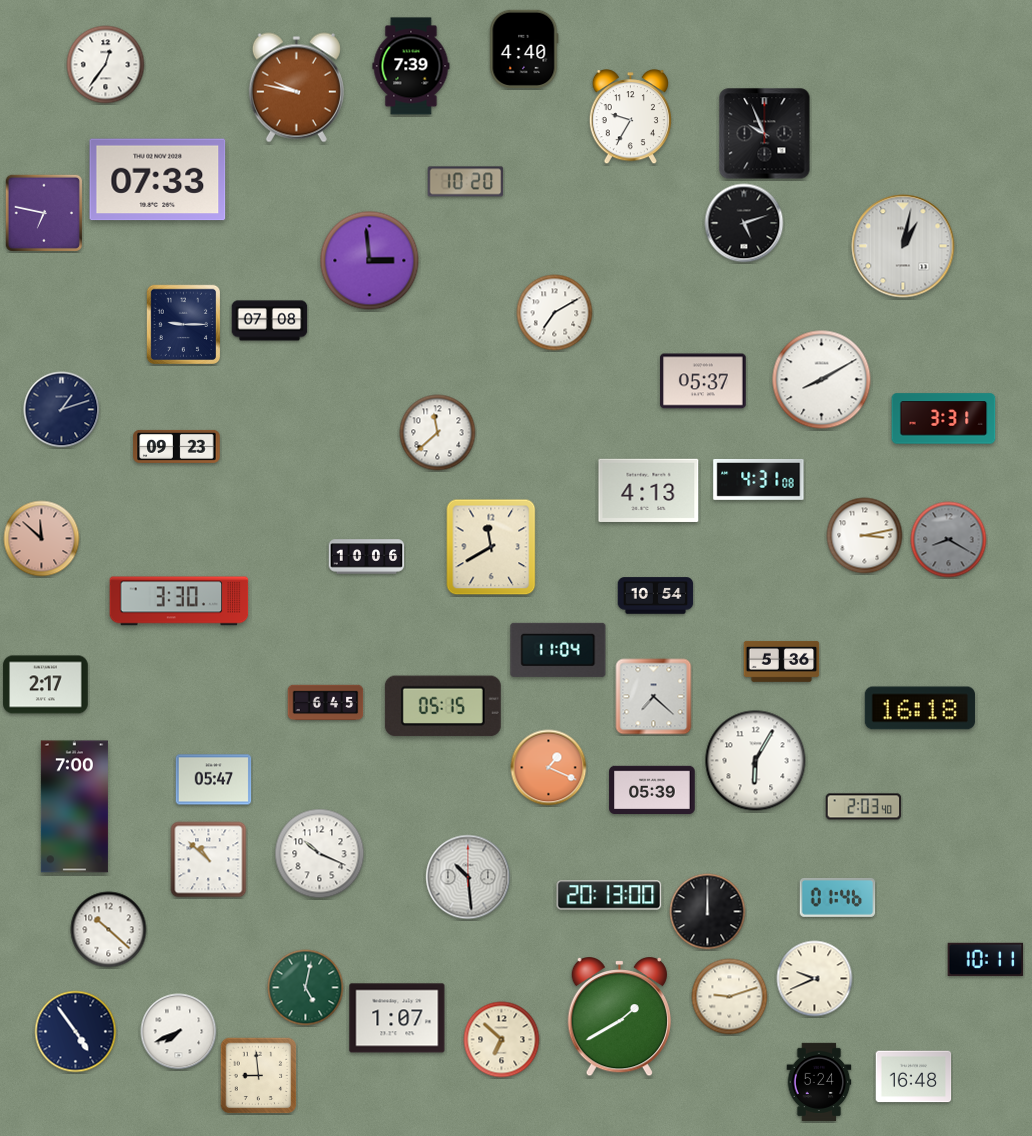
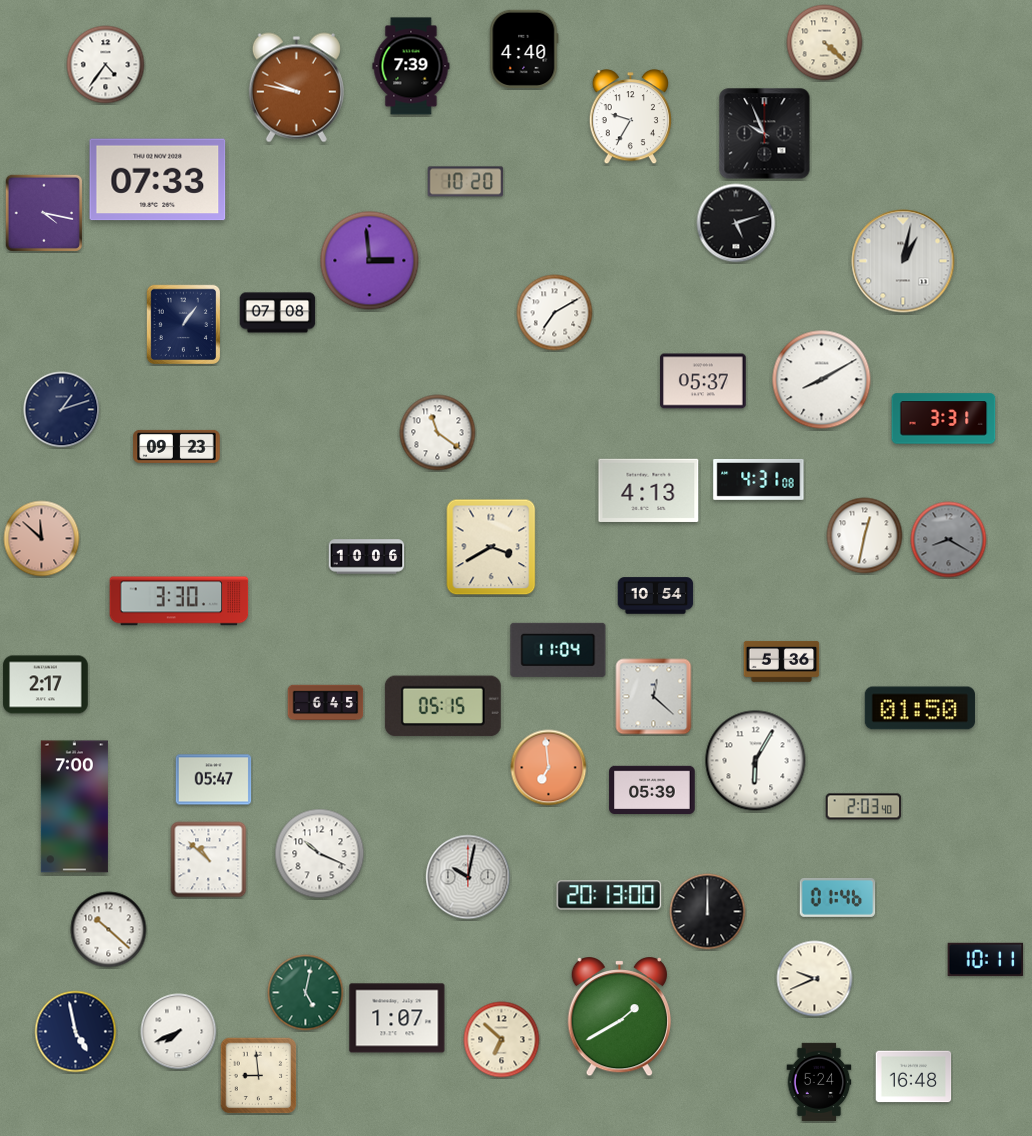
clock at (825, 43): none -> 4:22
clock at (106, 65): 12:36 -> 4:36
clock at (43, 212): 6:47 -> 4:17
clock at (744, 223) position: (744, 223) -> (736, 223)
clock at (903, 246) position: (903, 246) -> (903, 261)
clock at (270, 321) position: (270, 321) -> (278, 313)
clock at (183, 325): 9:15 -> 1:06
clock at (438, 433): 11:38 -> 11:21
clock at (865, 536): 3:13 -> 12:32
clock at (491, 547): 11:40 -> 3:40
clock at (654, 697): 7:22 -> 12:22
clock at (920, 708): 16:18 -> 01:50
clock at (549, 768): 1:19 -> 6:59
clock at (468, 877): 10:29 -> 10:02
clock at (306, 988) position: (306, 988) -> (306, 993)
clock at (730, 997): 9:12 -> none
clock at (76, 1032): 4:54 -> 4:58
